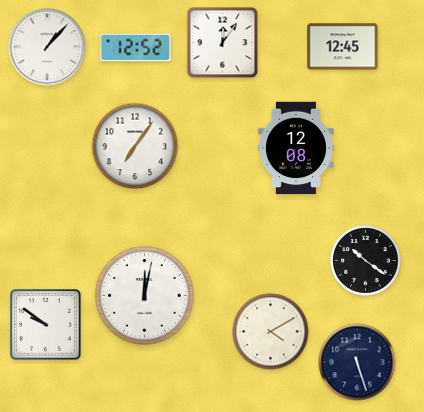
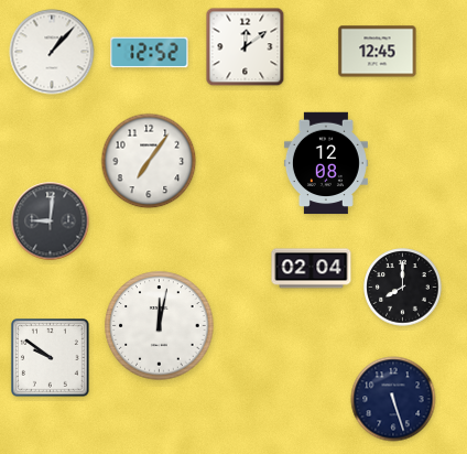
clock at (223, 43): 12:06 -> 12:09
clock at (51, 221): none -> 9:01
clock at (312, 269): none -> 02:04
clock at (366, 261): 10:21 -> 8:00
clock at (271, 332): 4:10 -> none
